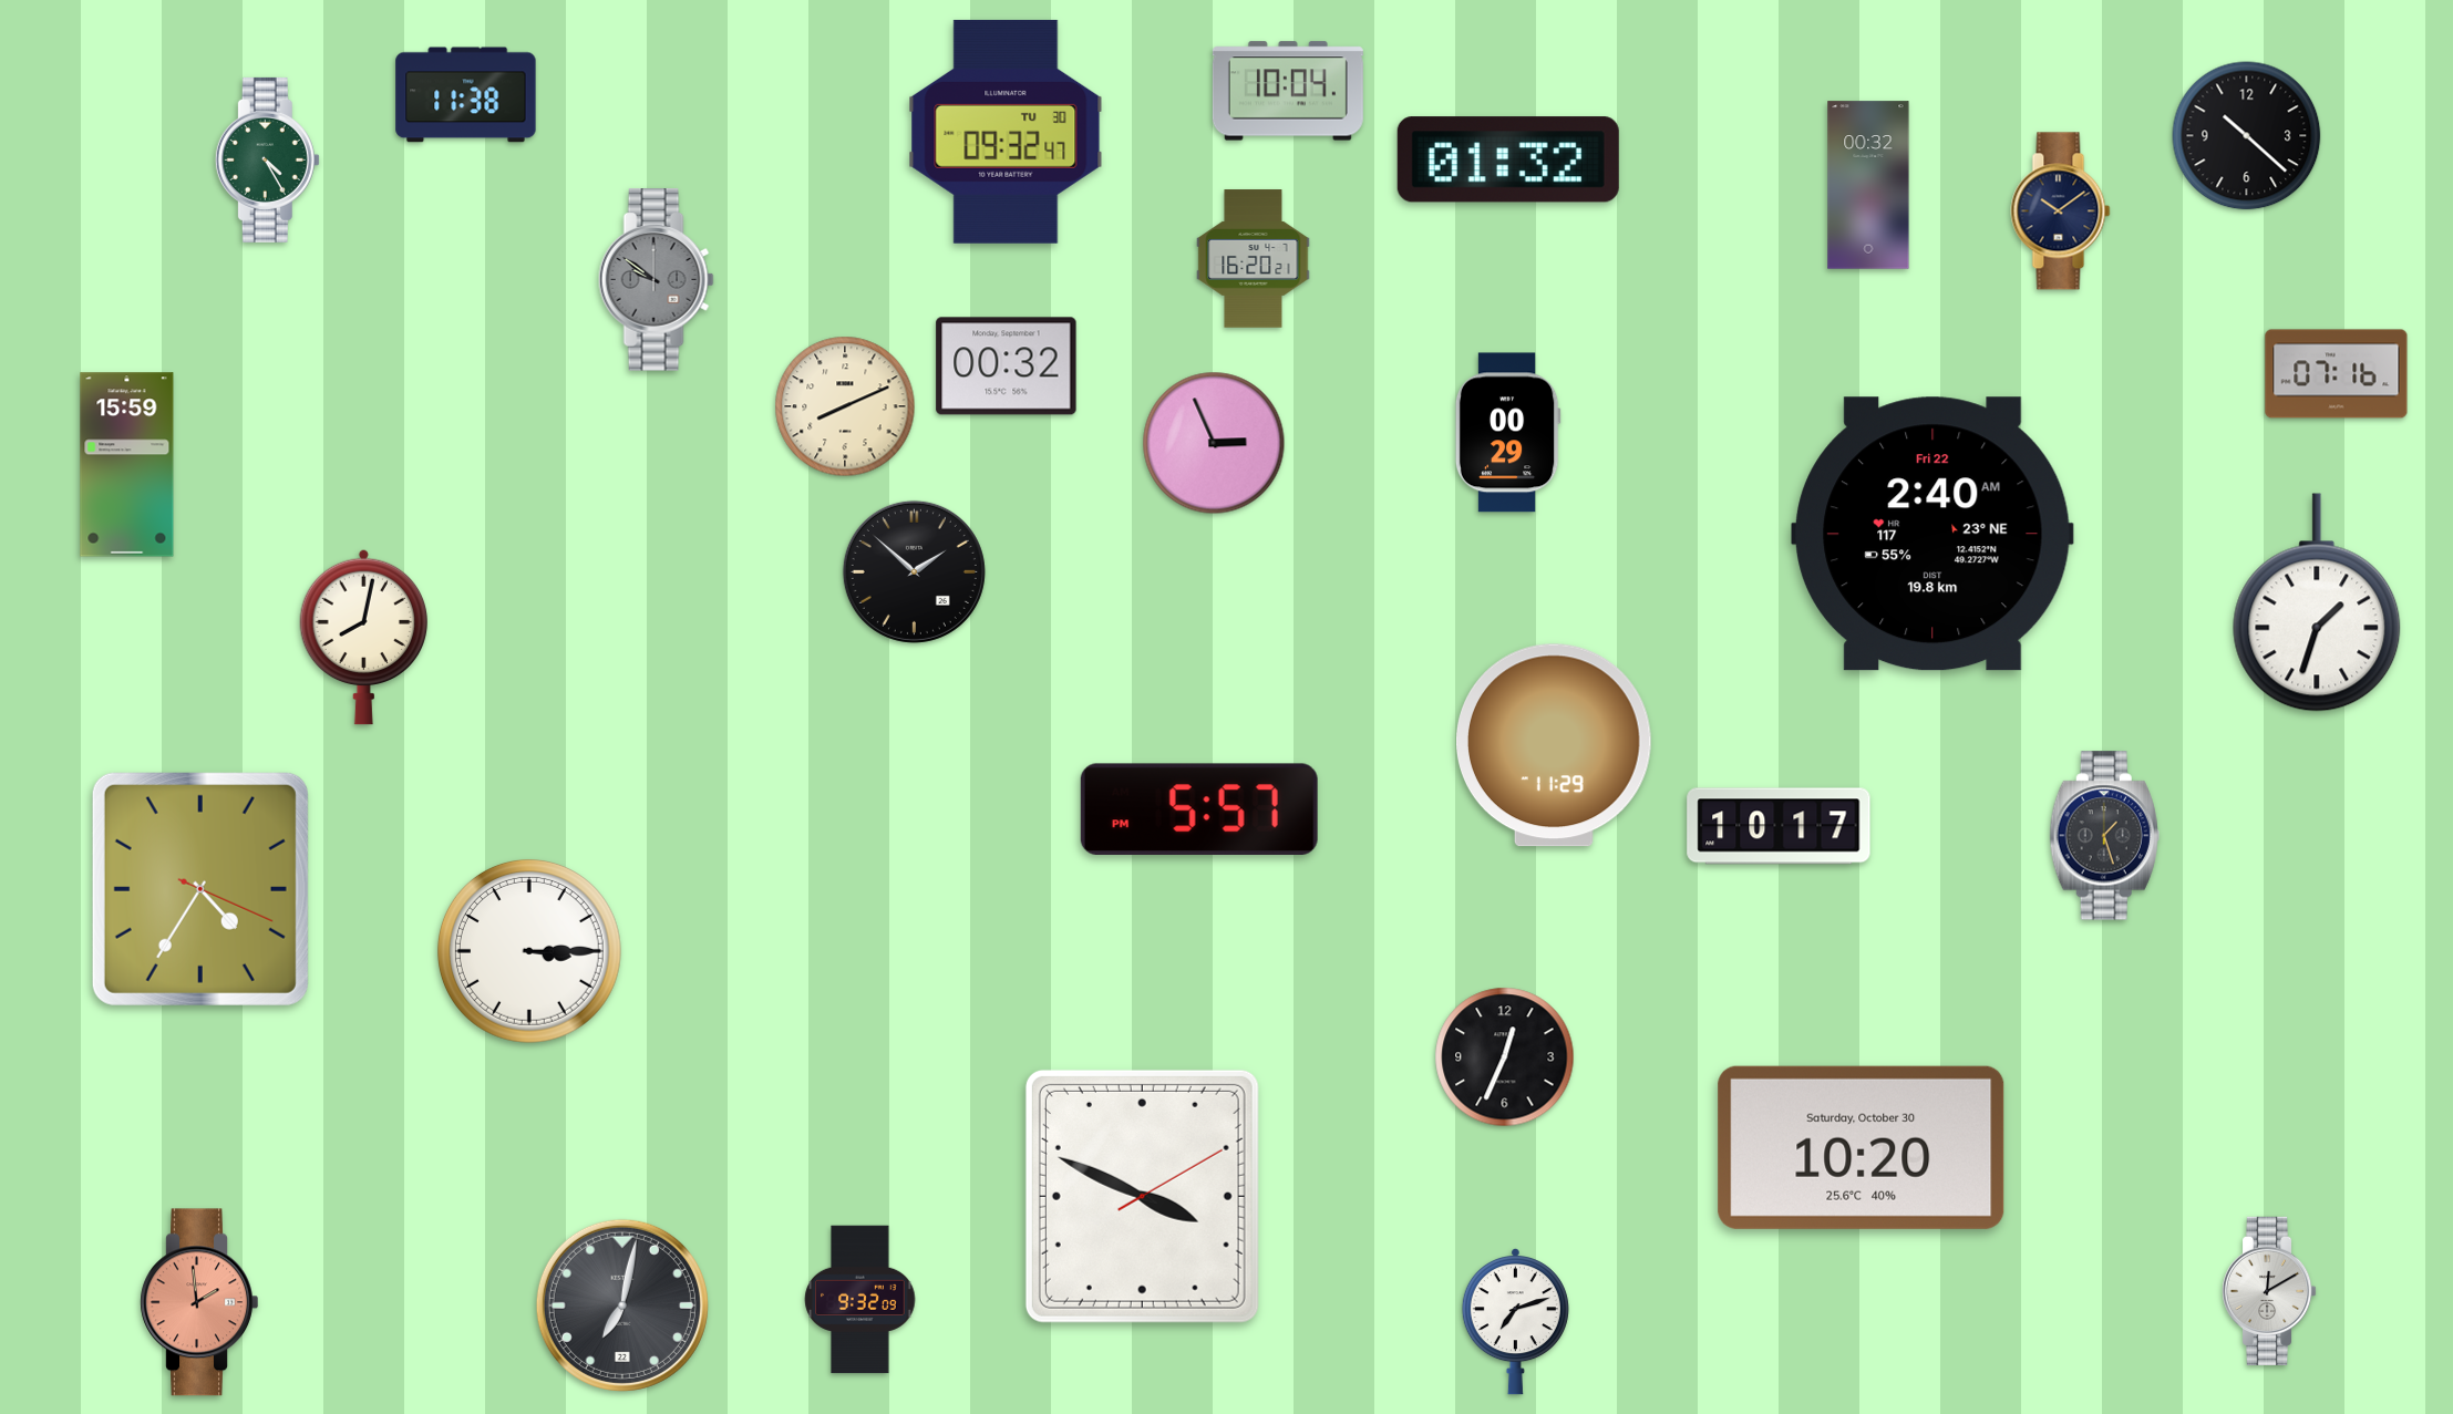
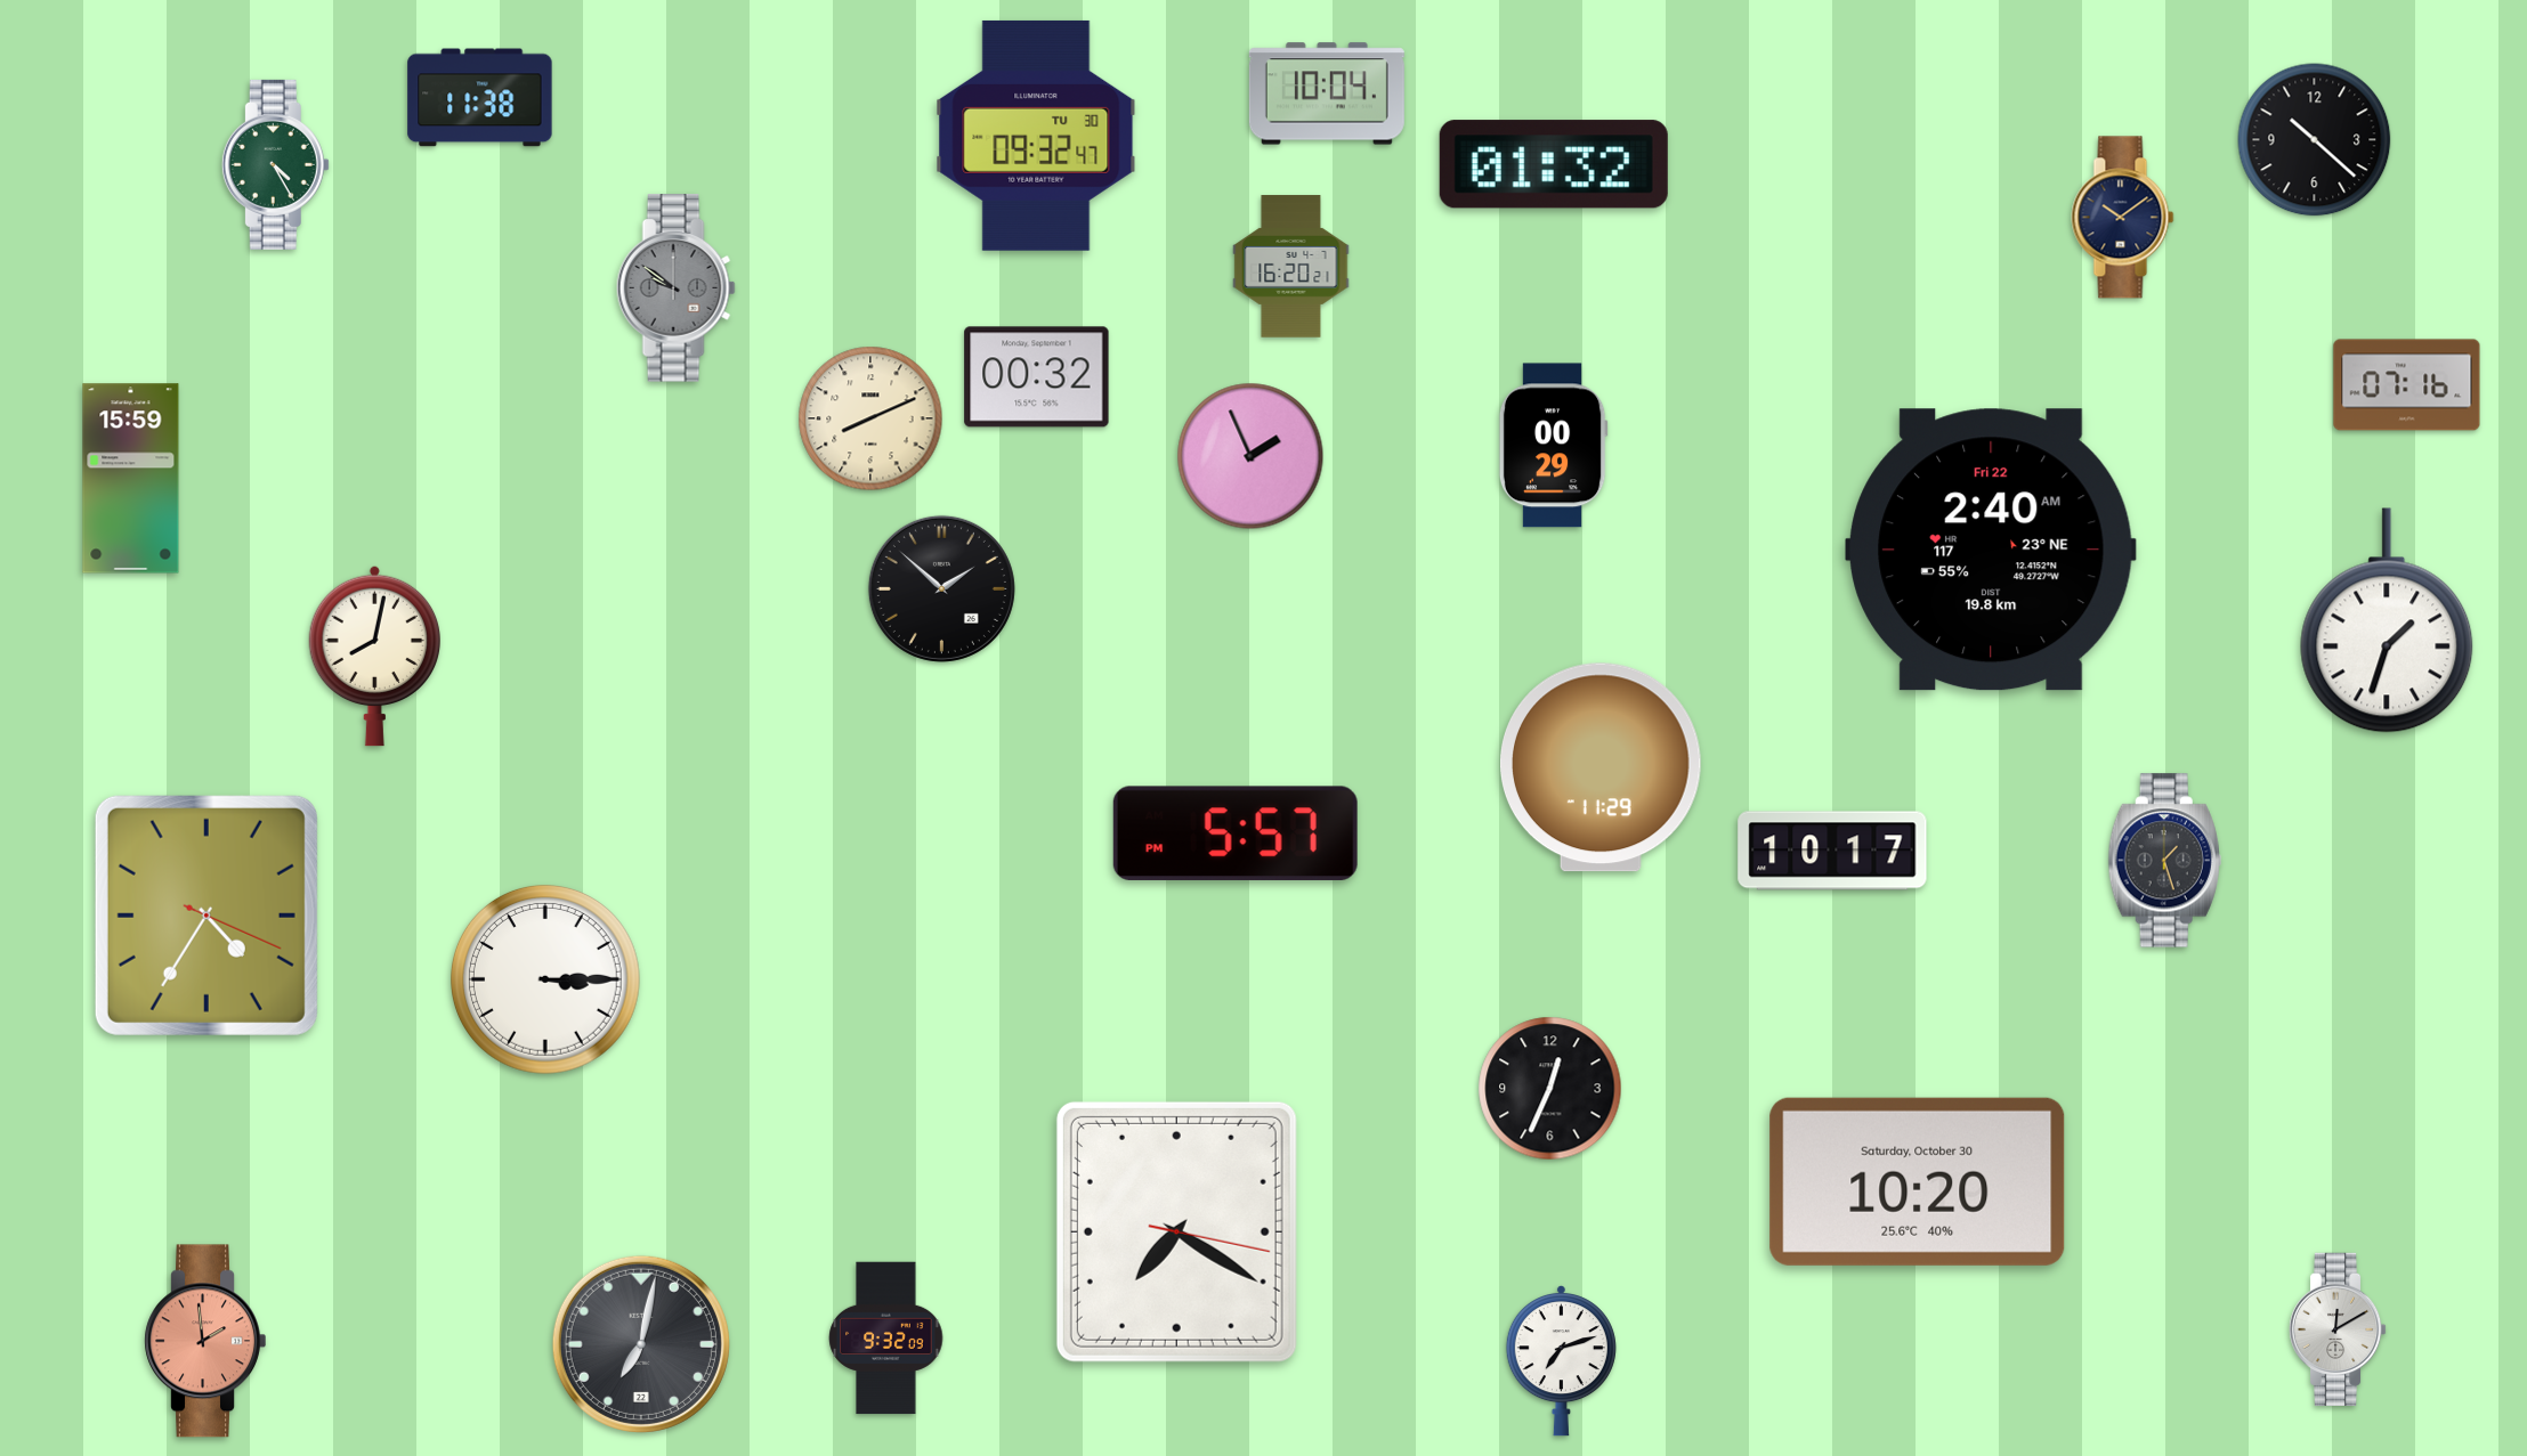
clock at (1868, 185): 00:32 -> none
clock at (1214, 443): 2:56 -> 1:56
clock at (2104, 836) position: (2104, 836) -> (2164, 861)
clock at (1142, 1196): 3:49 -> 7:20
